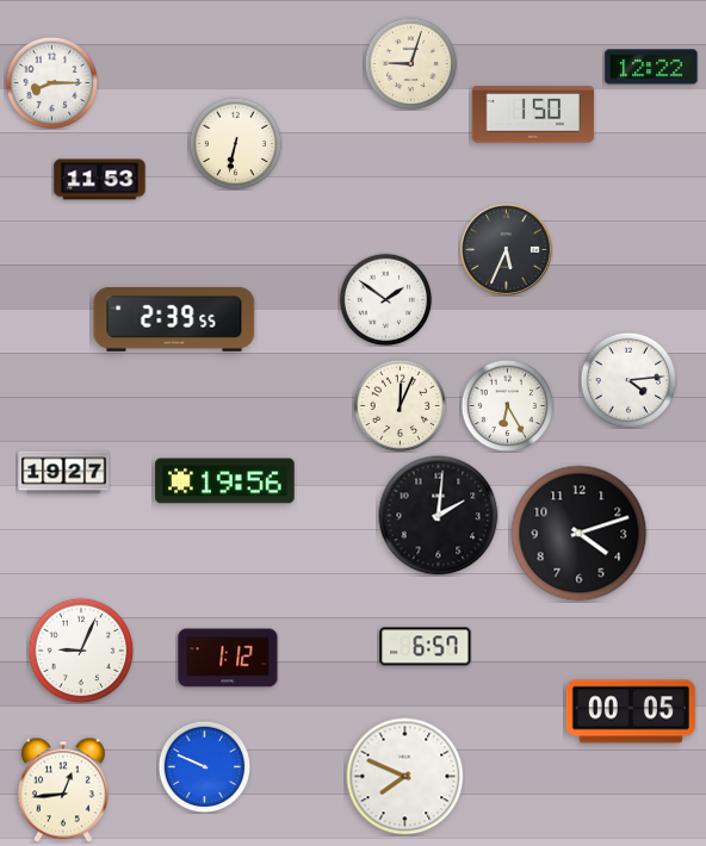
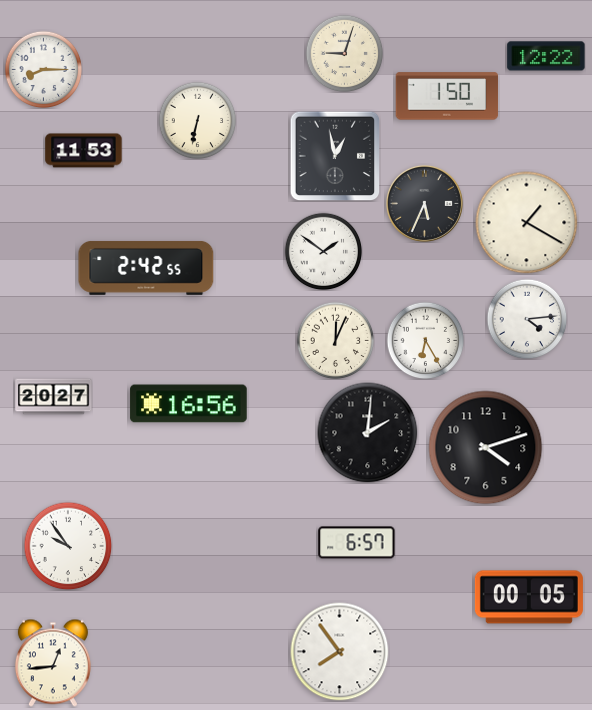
clock at (335, 156): none -> 12:58
clock at (506, 249) position: (506, 249) -> (424, 203)
clock at (527, 223): none -> 1:20
clock at (174, 319): 2:39 -> 2:42
clock at (64, 473): 19:27 -> 20:27
clock at (225, 481): 19:56 -> 16:56
clock at (81, 651): 9:04 -> 9:54
clock at (228, 658): 1:12 -> none
clock at (204, 766): 9:49 -> none
clock at (405, 777): 7:49 -> 7:54
